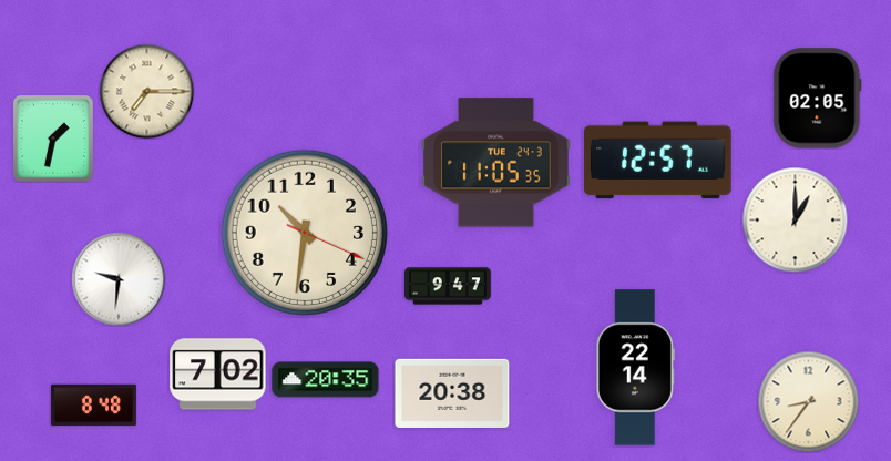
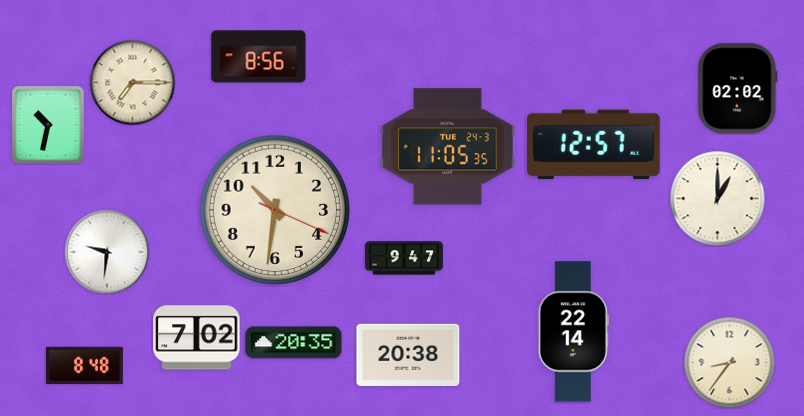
clock at (259, 57): none -> 8:56
clock at (818, 99): 02:05 -> 02:02
clock at (53, 139): 1:32 -> 10:32
